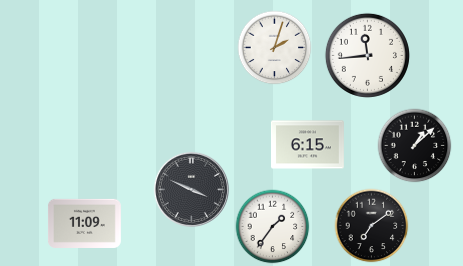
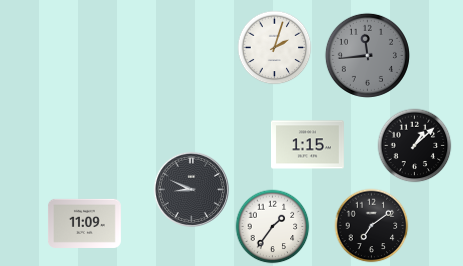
clock at (367, 55) dial: white -> grey
clock at (307, 145): 6:15 -> 1:15
clock at (191, 189): 3:49 -> 8:49
